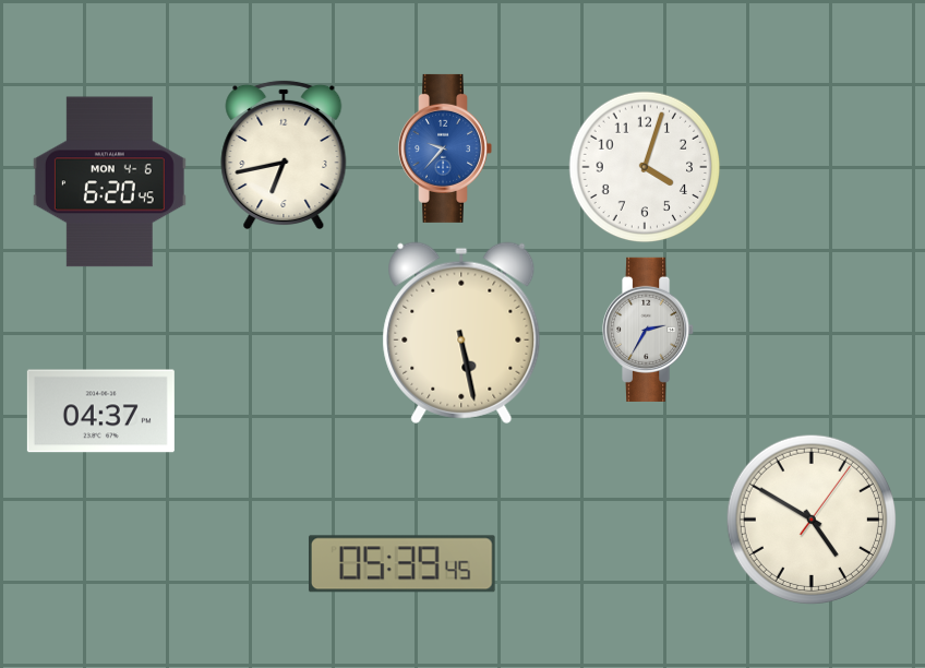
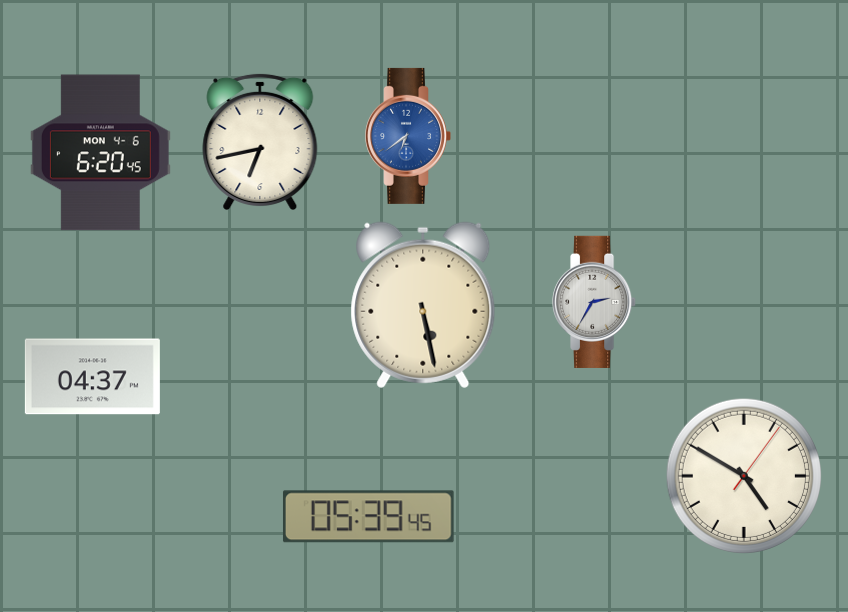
clock at (445, 148): 9:37 -> 6:39
clock at (645, 167): 4:03 -> none
clock at (109, 182) position: (109, 182) -> (100, 153)
